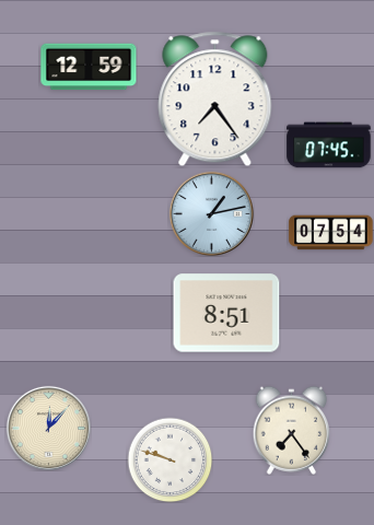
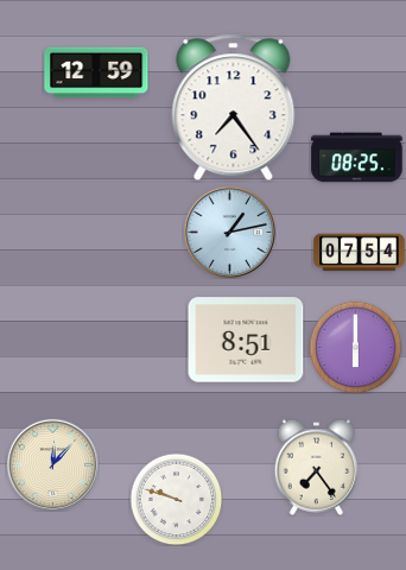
clock at (329, 145): 07:45 -> 08:25
clock at (355, 347): none -> 6:00
clock at (170, 459) position: (170, 459) -> (176, 499)
